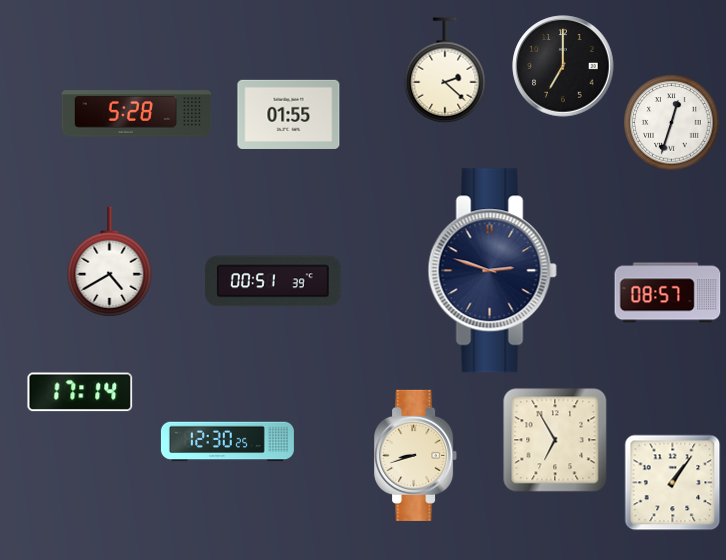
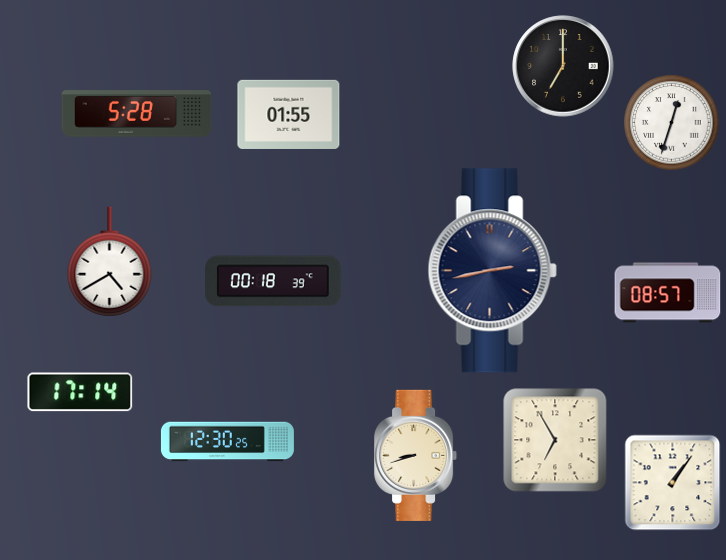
clock at (445, 70): 2:22 -> none
clock at (492, 271): 2:48 -> 2:43
clock at (273, 281): 00:51 -> 00:18
